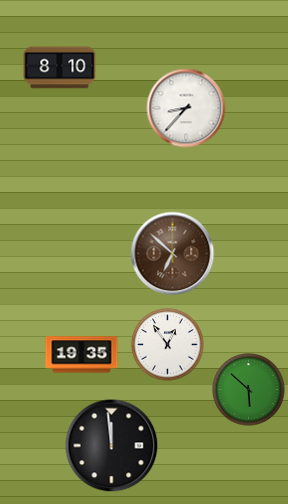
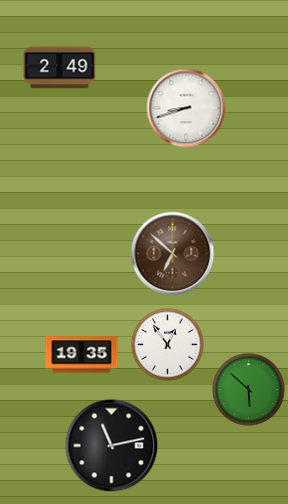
clock at (60, 68): 8:10 -> 2:49
clock at (186, 108): 8:37 -> 8:42
clock at (112, 446): 11:59 -> 11:13
